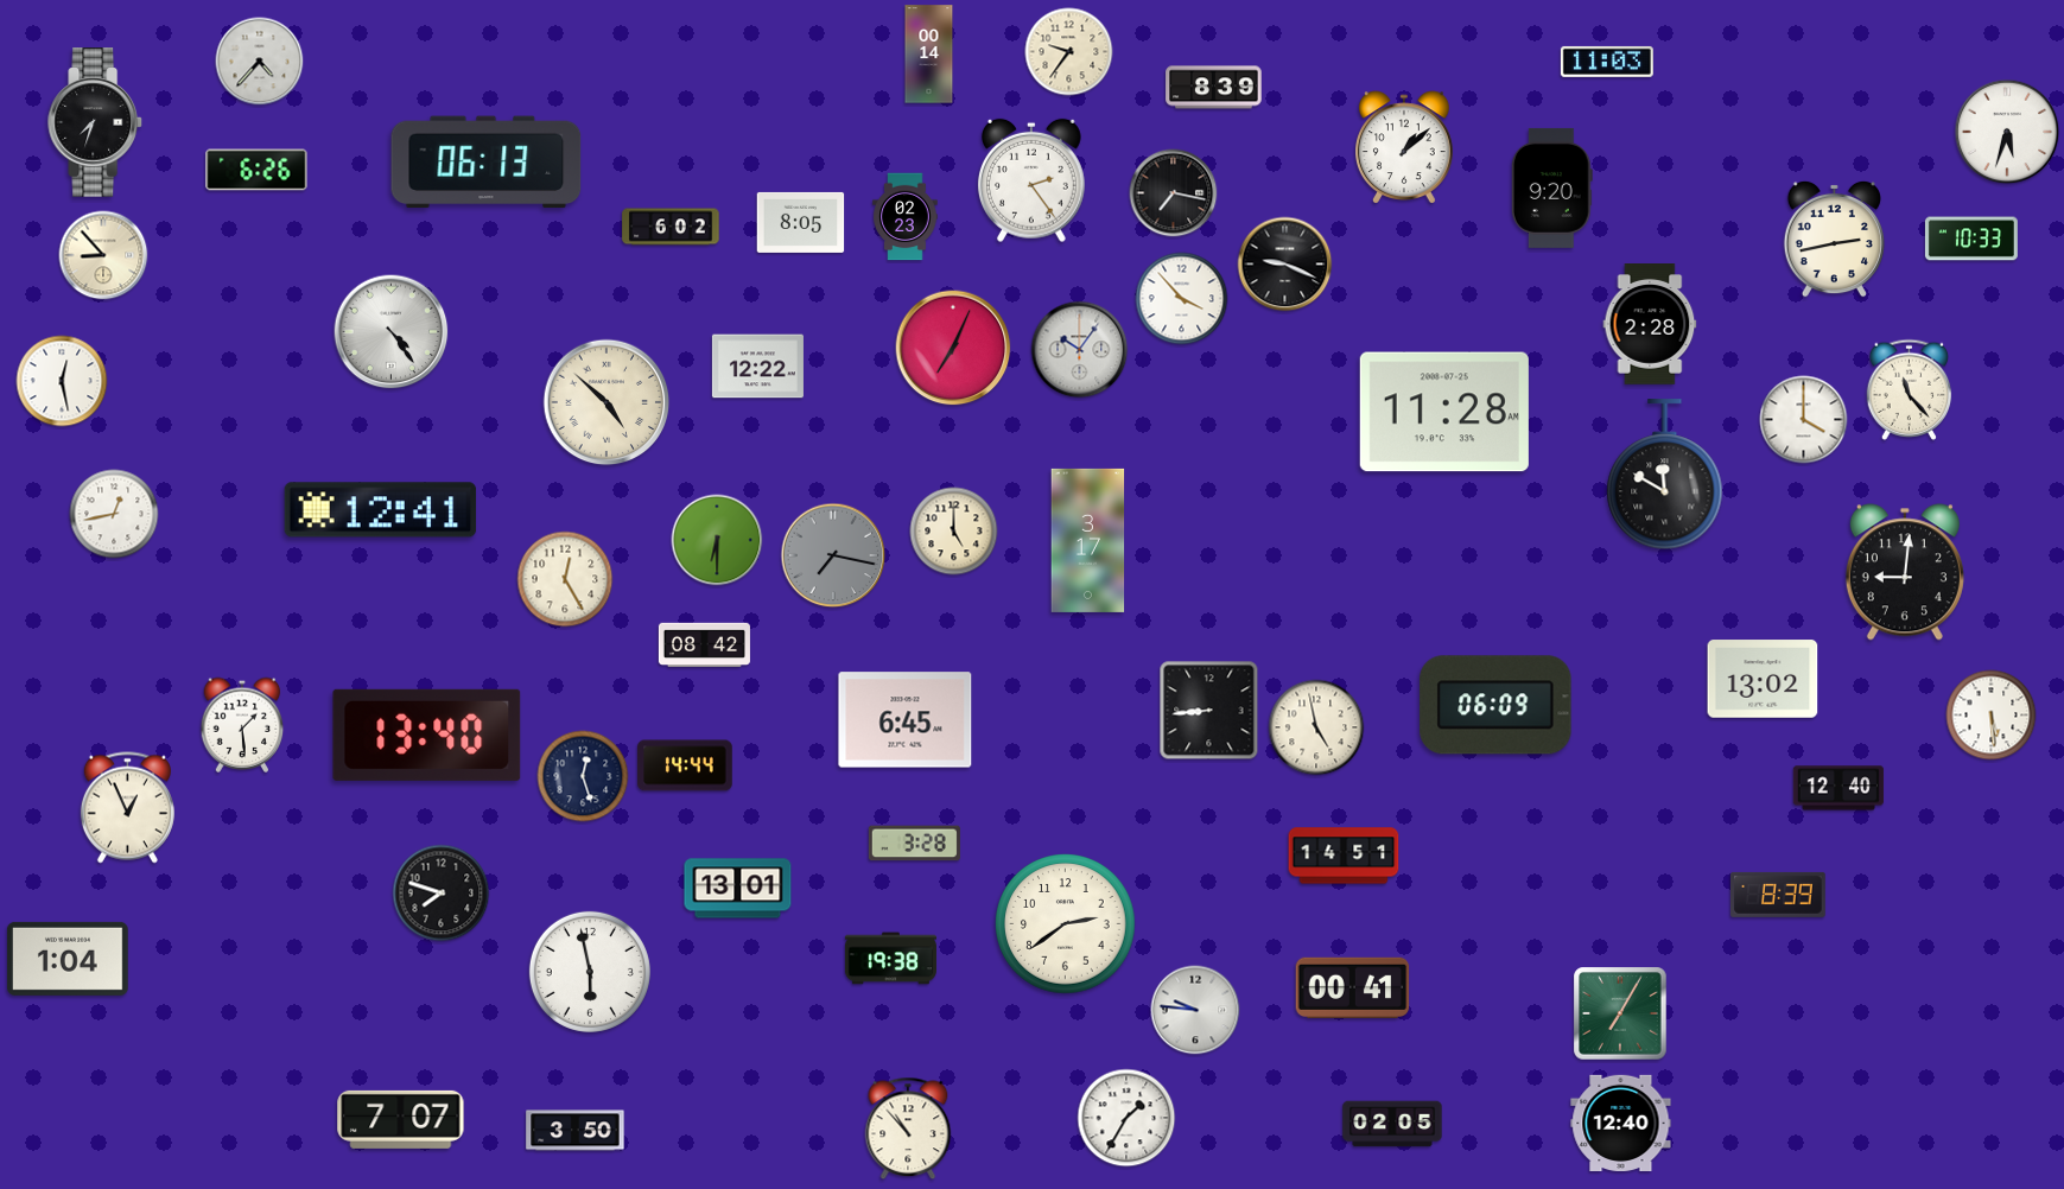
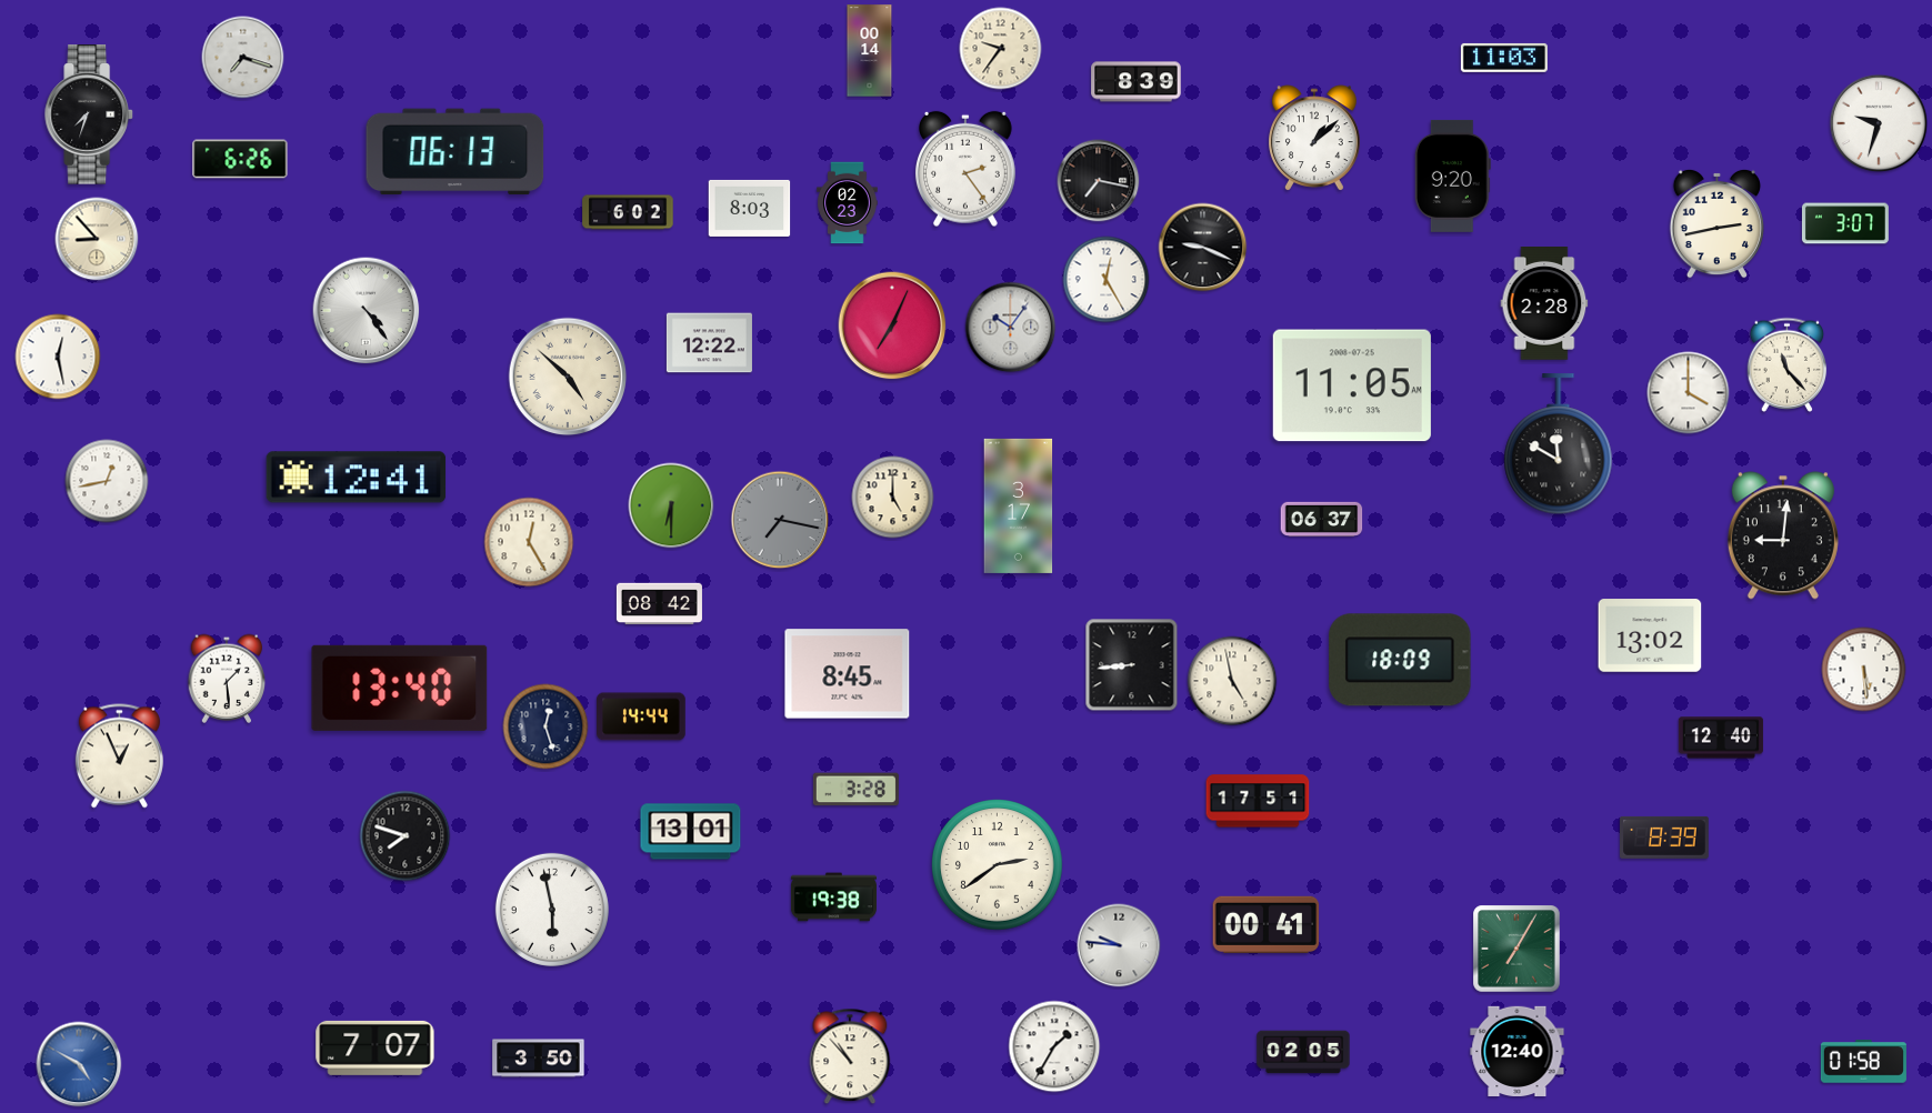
clock at (260, 62): 4:37 -> 7:18
clock at (2007, 132): 5:33 -> 9:33
clock at (801, 222): 8:05 -> 8:03
clock at (1971, 239): 10:33 -> 3:07
clock at (1182, 299): 3:53 -> 12:25
clock at (1444, 412): 11:28 -> 11:05
clock at (1322, 519): none -> 06:37
clock at (1495, 705): 06:09 -> 18:09
clock at (906, 720): 6:45 -> 8:45
clock at (1344, 856): 14:51 -> 17:51
clock at (442, 894) position: (442, 894) -> (406, 836)
clock at (68, 959): 1:04 -> none
clock at (1863, 1062): none -> 01:58
clock at (79, 1064): none -> 4:50
